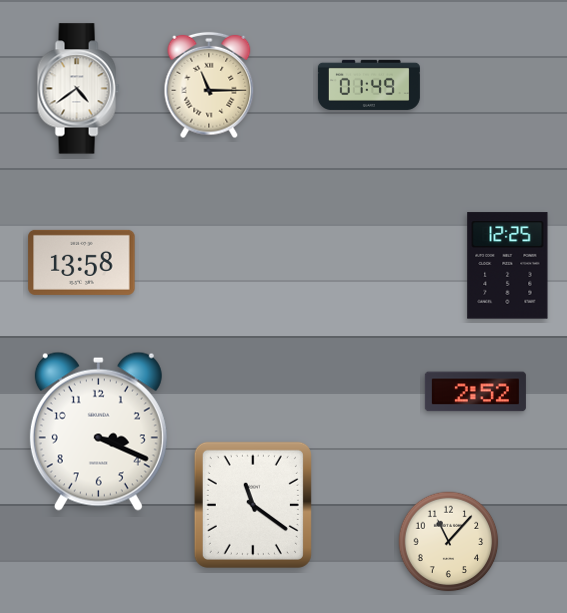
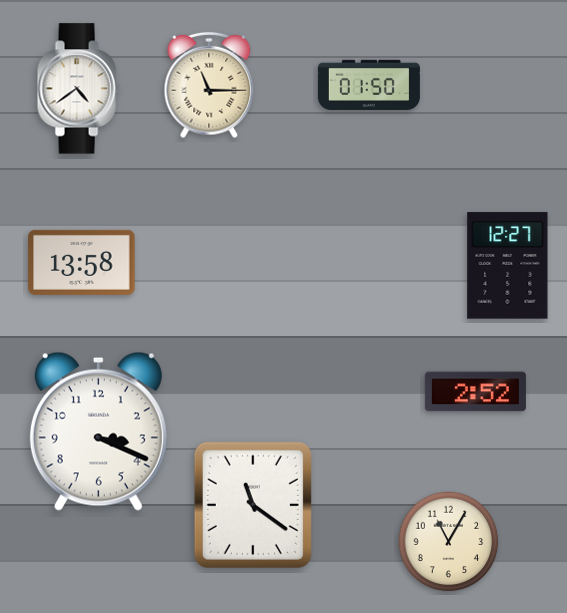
clock at (369, 85): 01:49 -> 01:50
clock at (508, 266): 12:25 -> 12:27
clock at (449, 542): 11:07 -> 11:05
